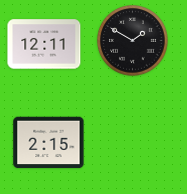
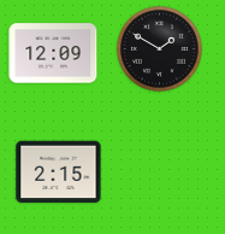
clock at (44, 44): 12:11 -> 12:09
